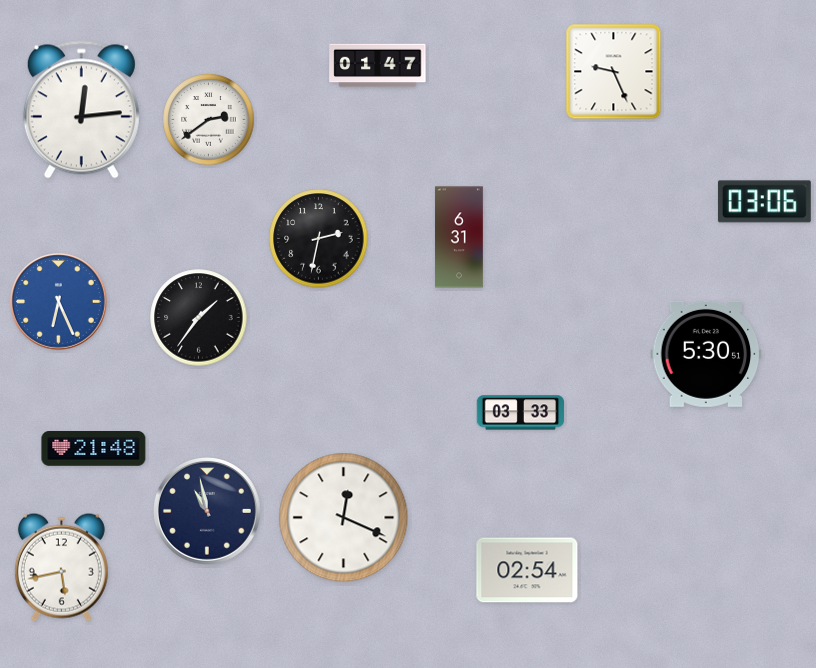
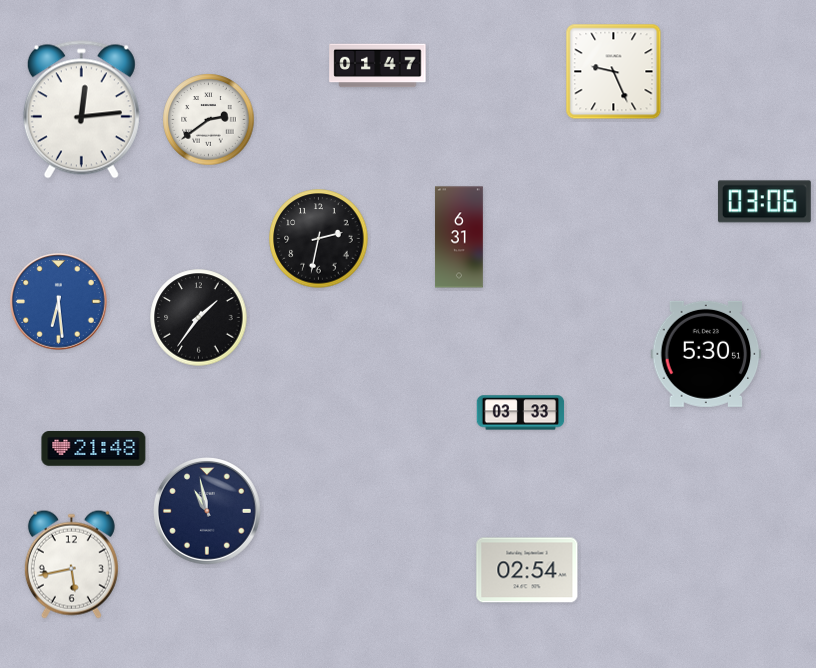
clock at (59, 302): 6:26 -> 6:29
clock at (344, 518): 12:19 -> none
clock at (61, 567) position: (61, 567) -> (71, 564)
